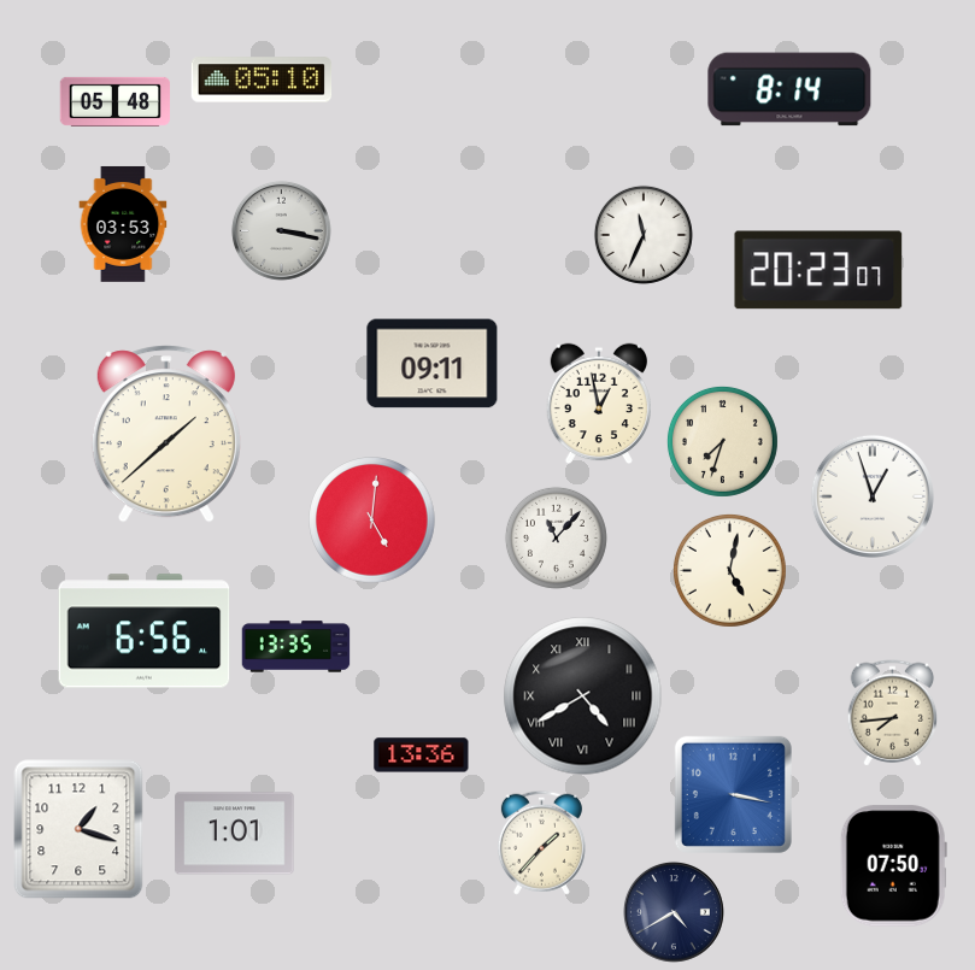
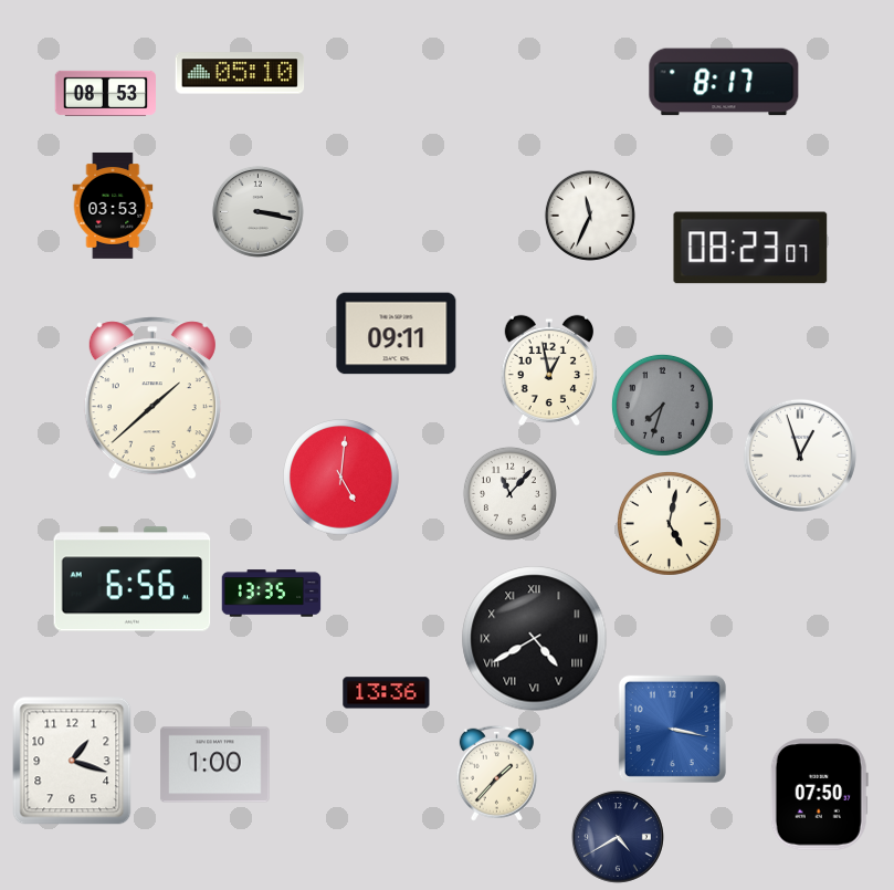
clock at (789, 89): 8:14 -> 8:17
clock at (114, 101): 05:48 -> 08:53
clock at (818, 270): 20:23 -> 08:23
clock at (722, 441) dial: cream -> grey
clock at (893, 713): 7:44 -> none
clock at (235, 834): 1:01 -> 1:00
